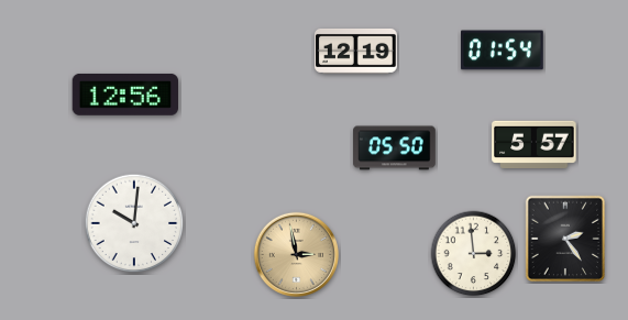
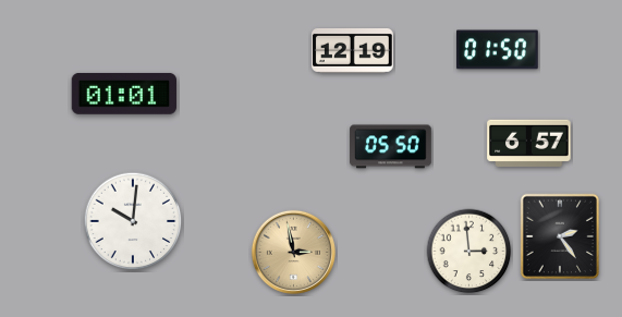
clock at (503, 51): 01:54 -> 01:50
clock at (125, 95): 12:56 -> 01:01
clock at (535, 144): 5:57 -> 6:57
